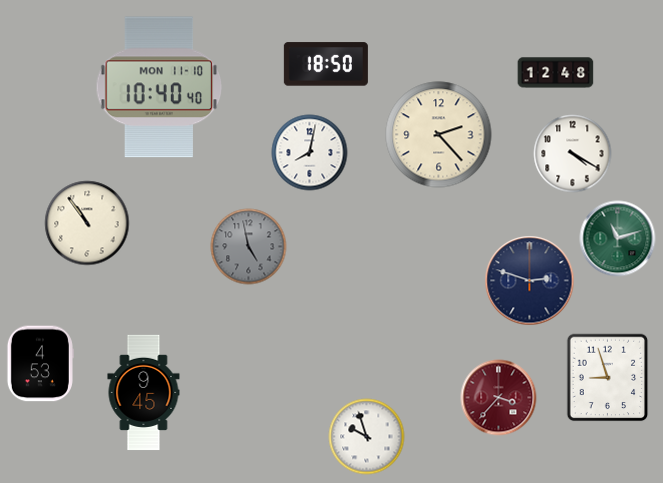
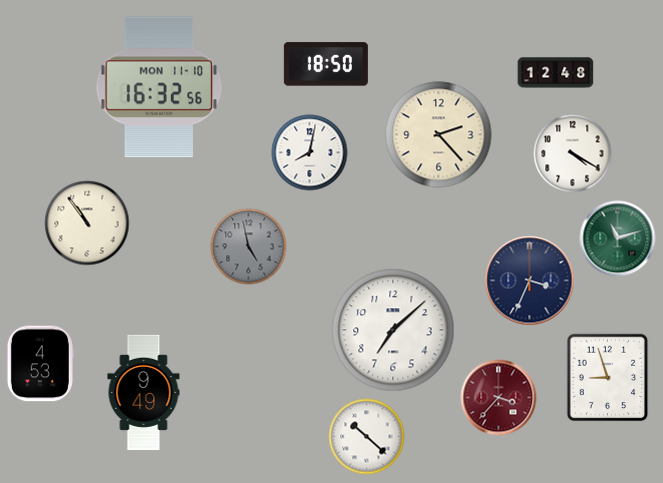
clock at (159, 87): 10:40 -> 16:32
clock at (530, 281): 2:48 -> 3:34
clock at (393, 330): none -> 7:08
clock at (144, 393): 9:45 -> 9:49
clock at (367, 437): 9:57 -> 10:22
